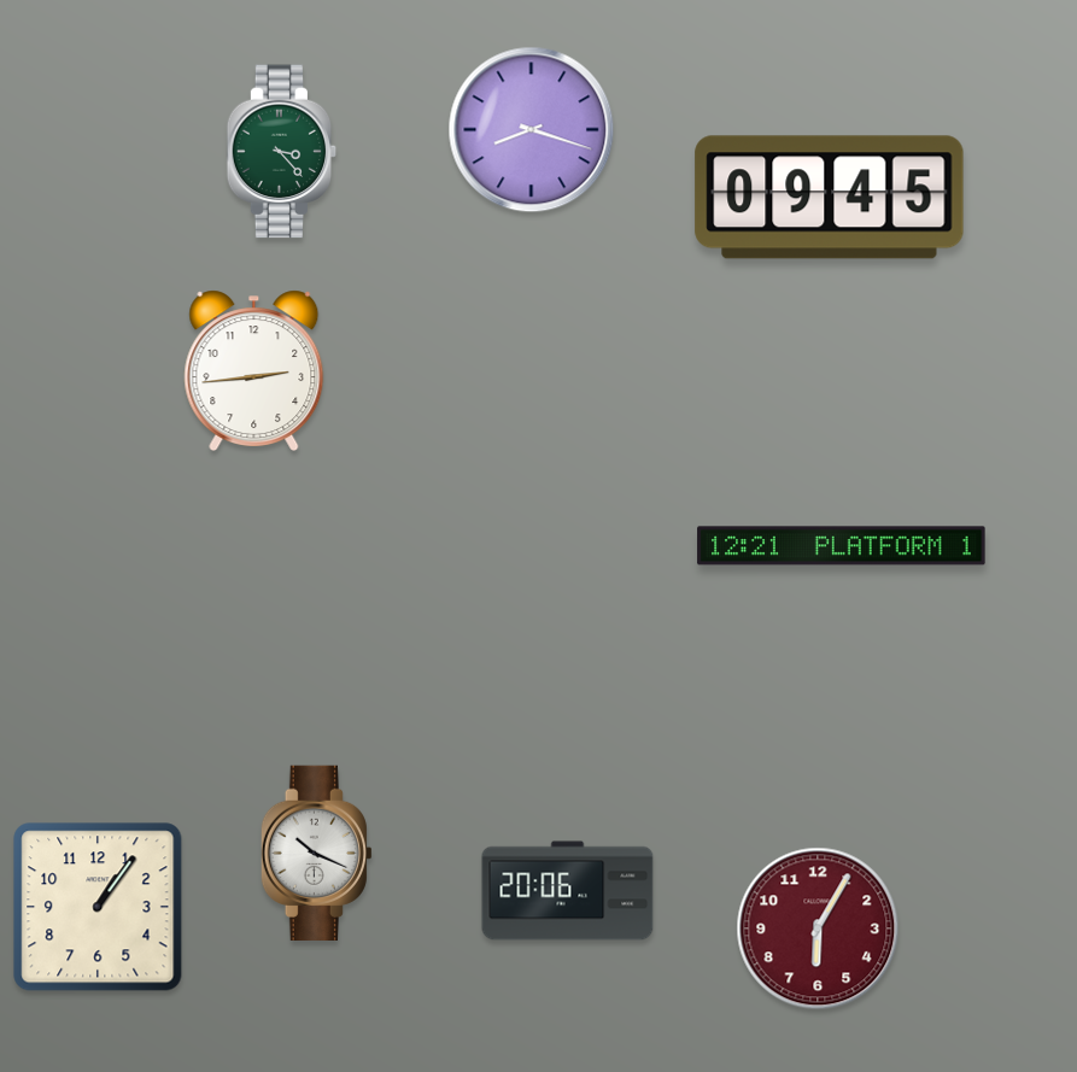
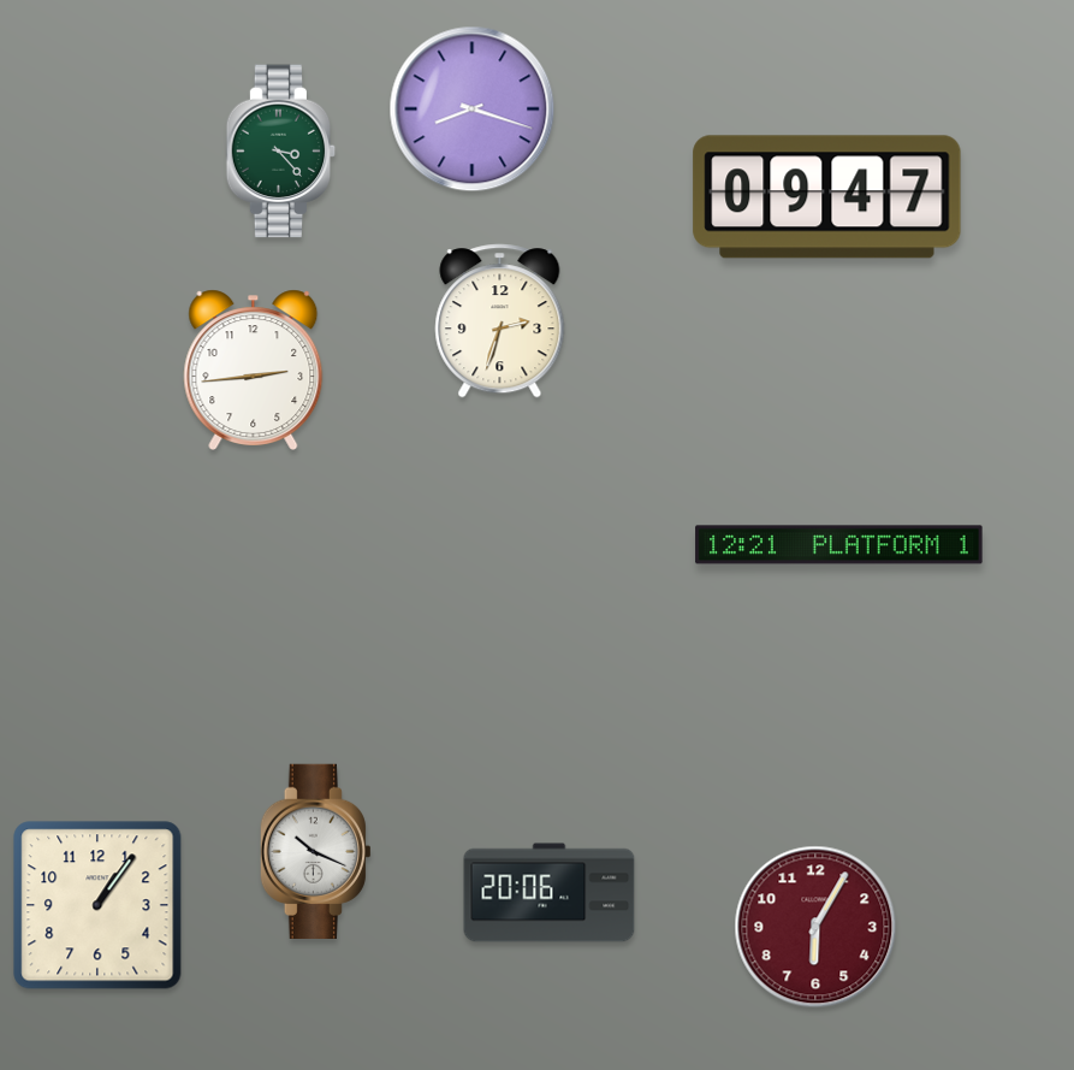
clock at (532, 130) position: (532, 130) -> (473, 110)
clock at (830, 198): 09:45 -> 09:47
clock at (500, 321): none -> 2:33
clock at (568, 891) position: (568, 891) -> (550, 893)
